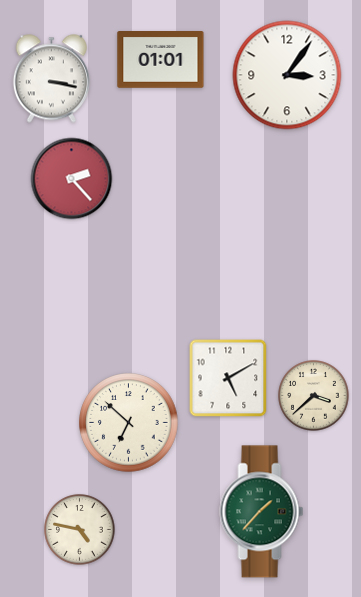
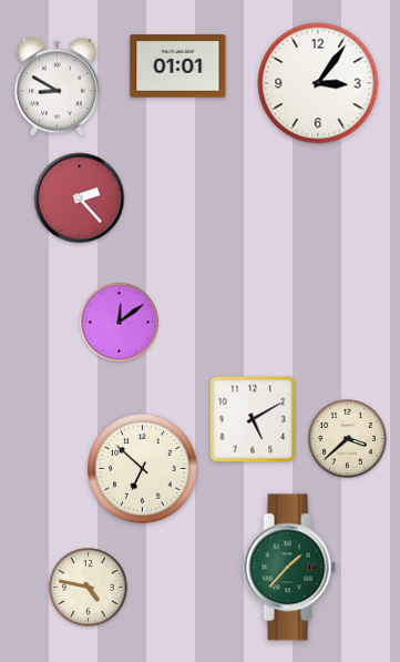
clock at (51, 79): 3:17 -> 8:50
clock at (120, 323): none -> 12:09
